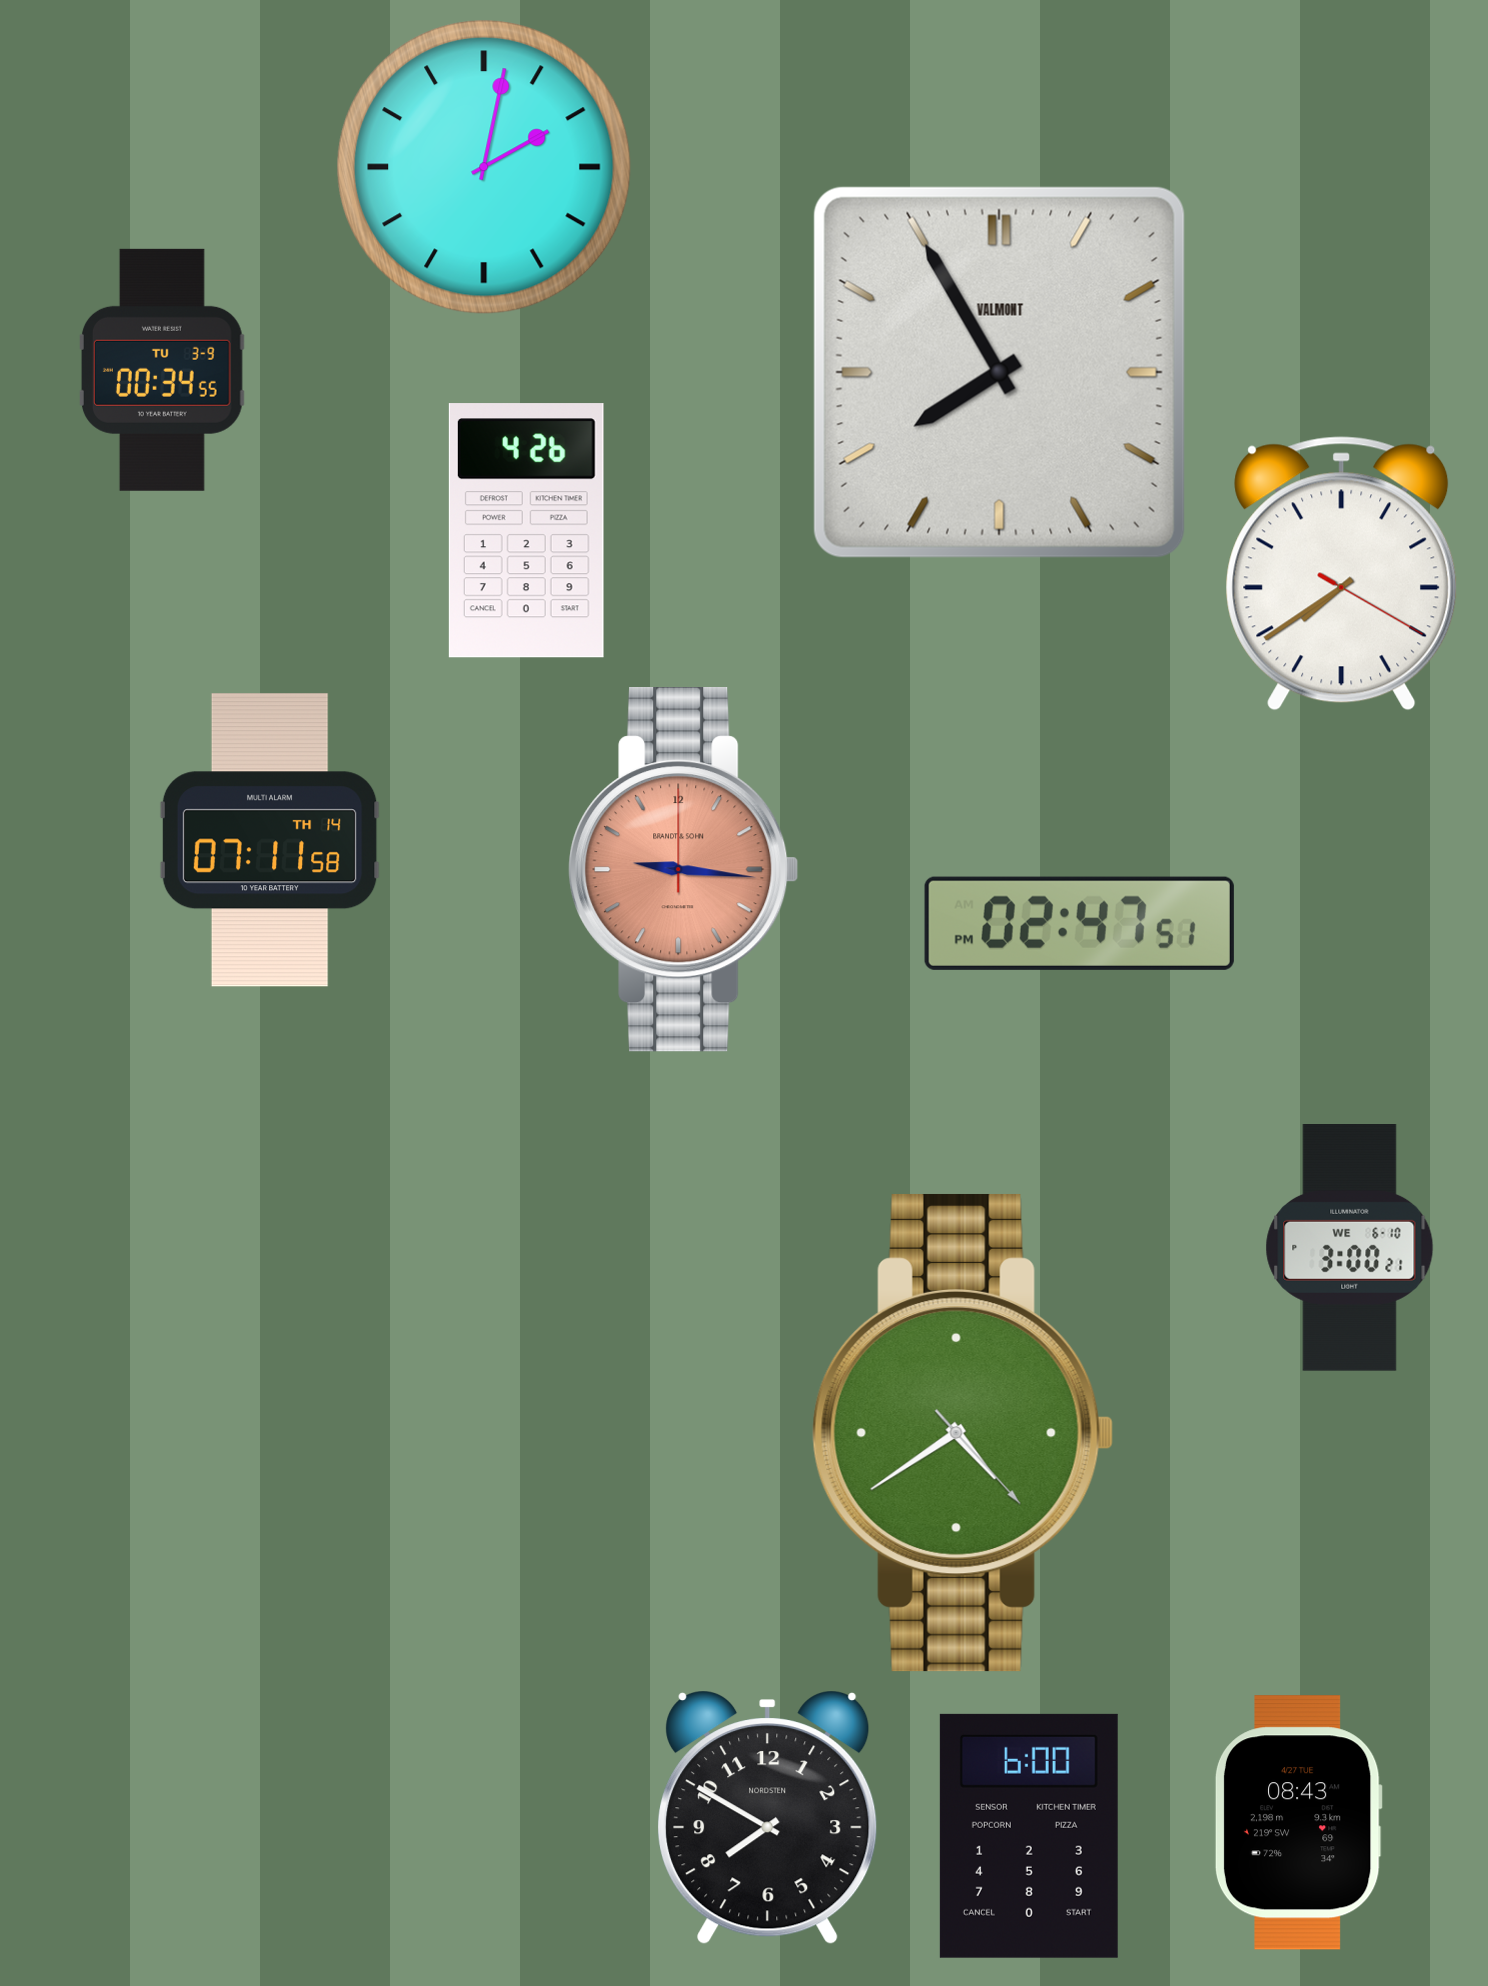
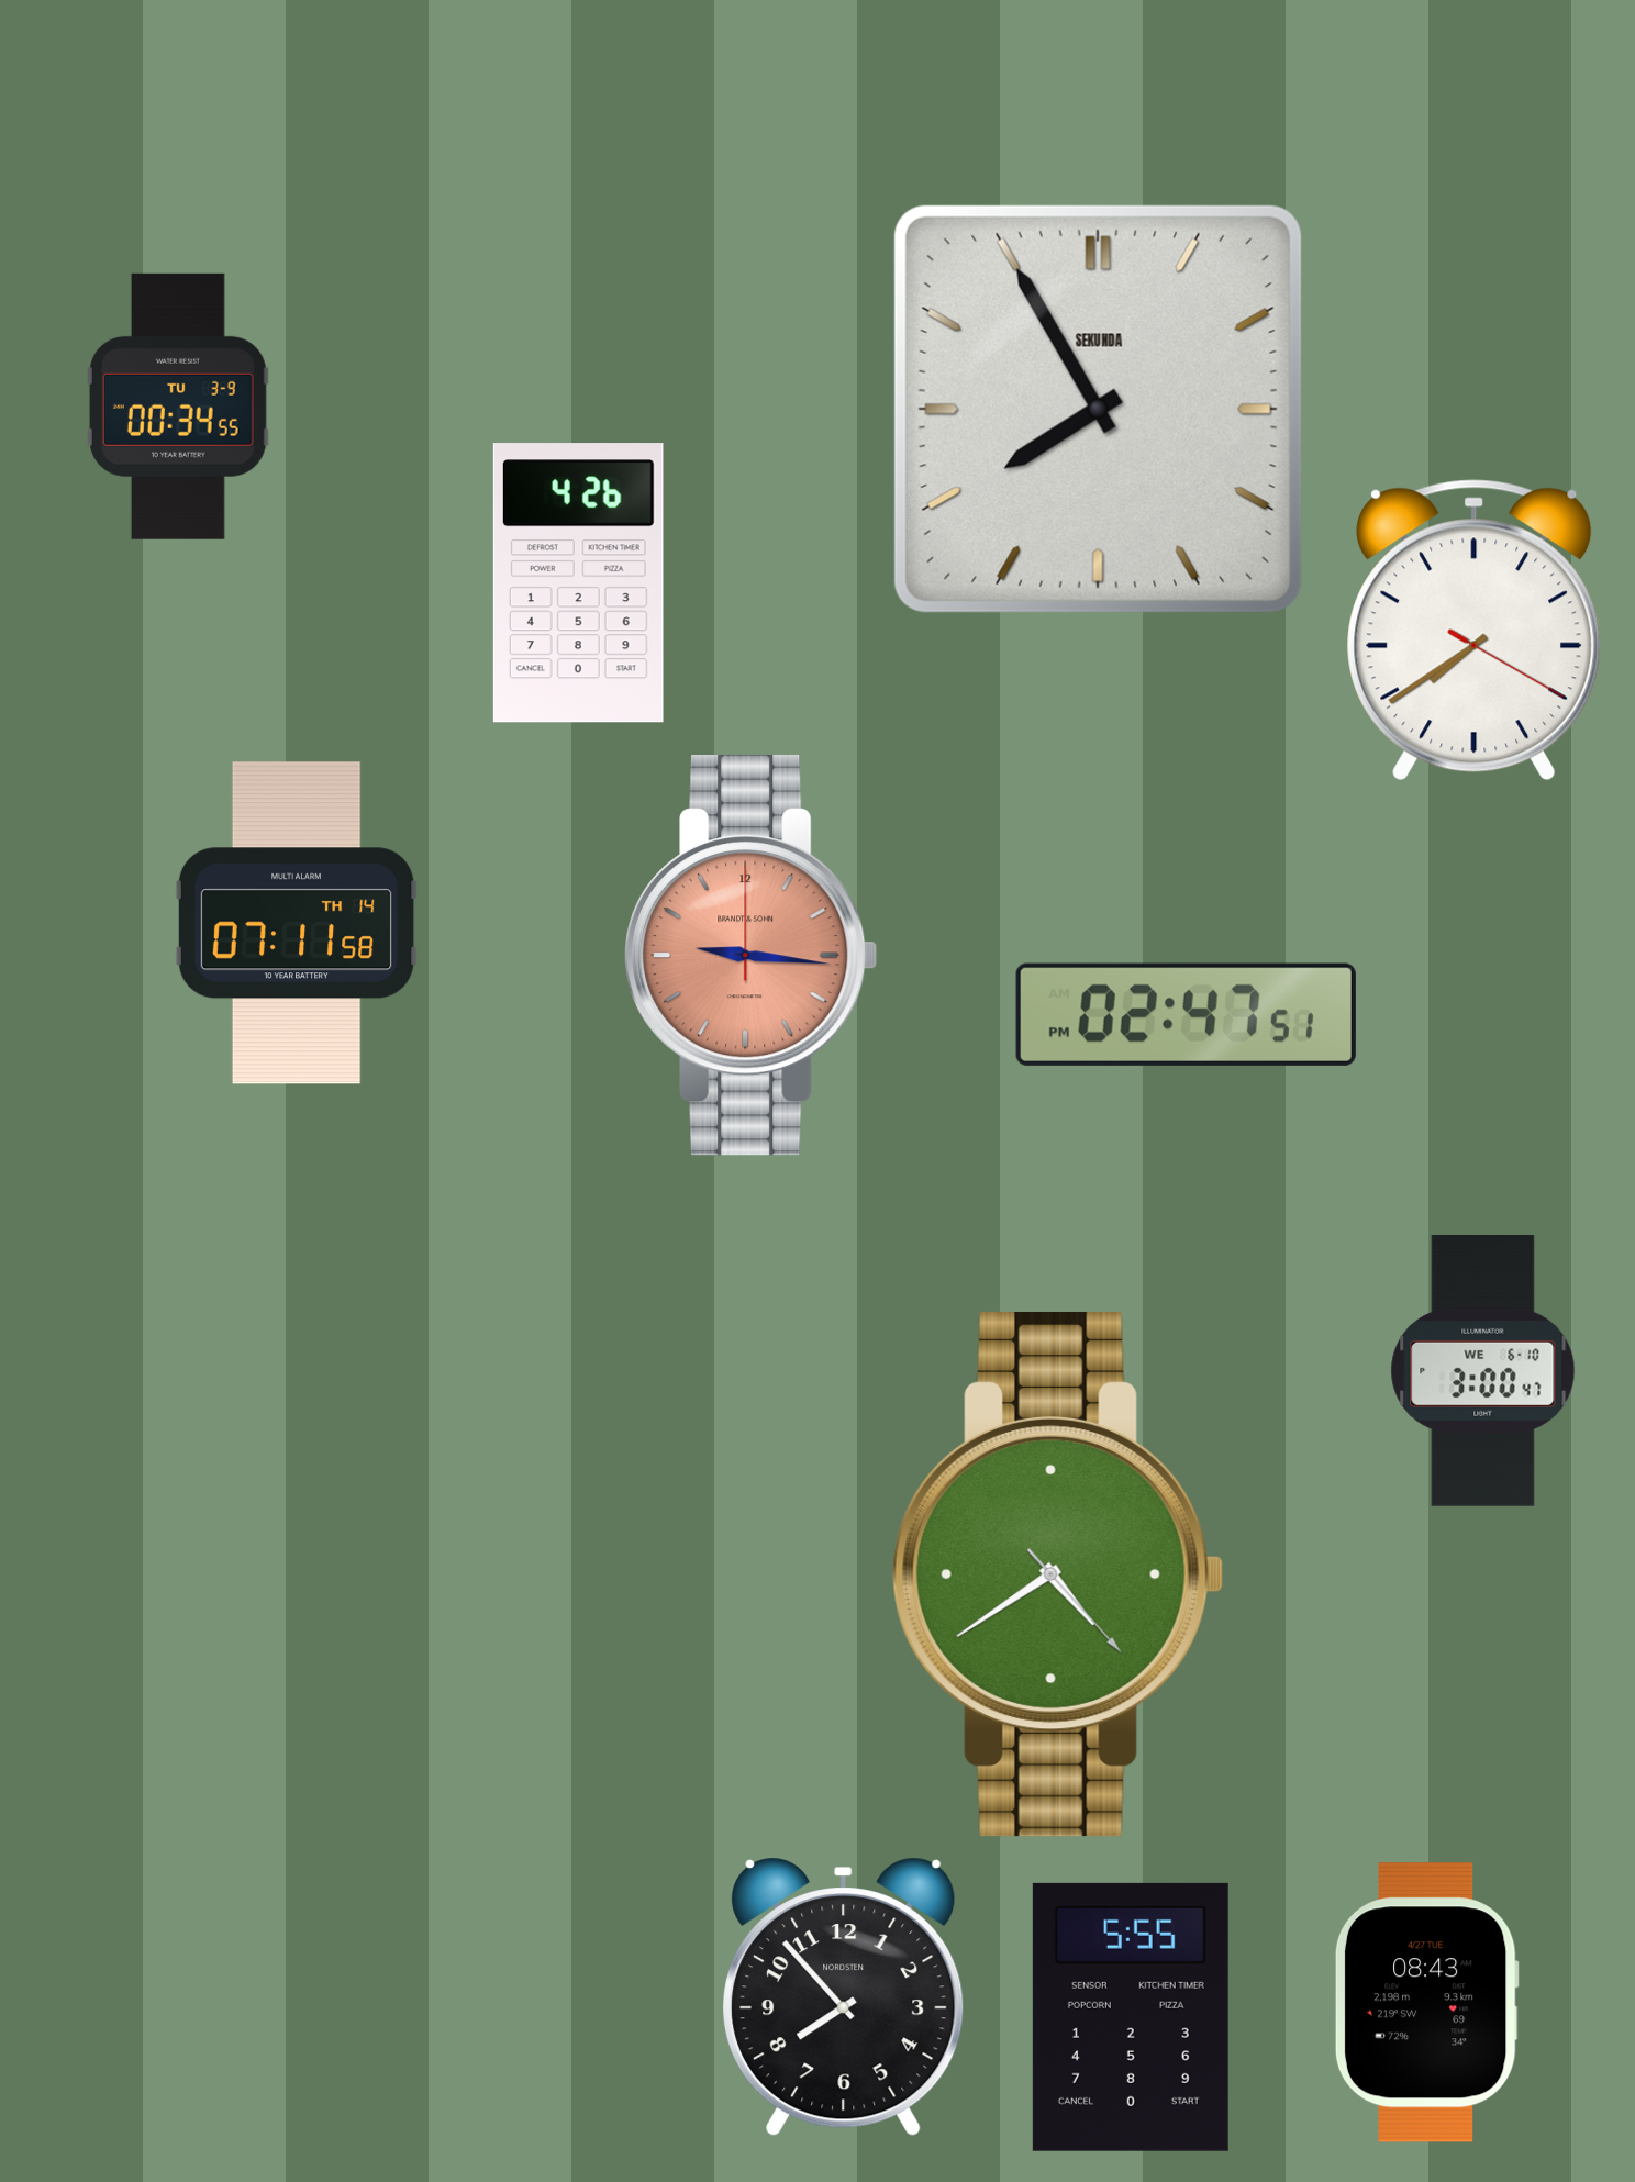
clock at (484, 167): 2:02 -> none
clock at (999, 372) brand: VALMONT -> SEKUNDA
clock at (1350, 1248): 3:00:21 -> 3:00:47
clock at (768, 1817): 7:50 -> 7:53
clock at (1029, 1836): 6:00 -> 5:55
